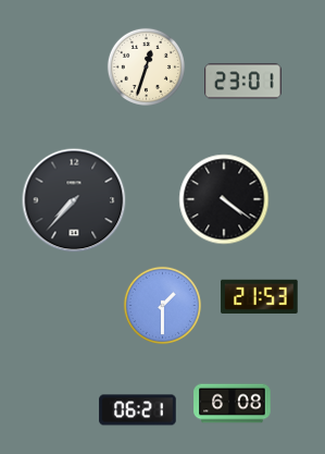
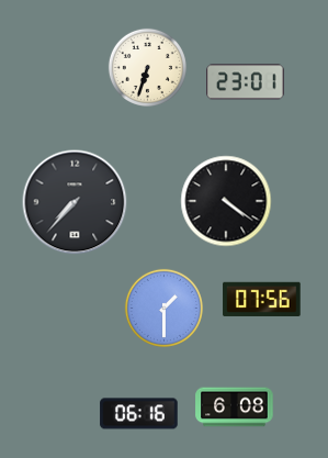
clock at (146, 66): 12:33 -> 6:33
clock at (260, 296): 21:53 -> 07:56
clock at (138, 410): 06:21 -> 06:16
